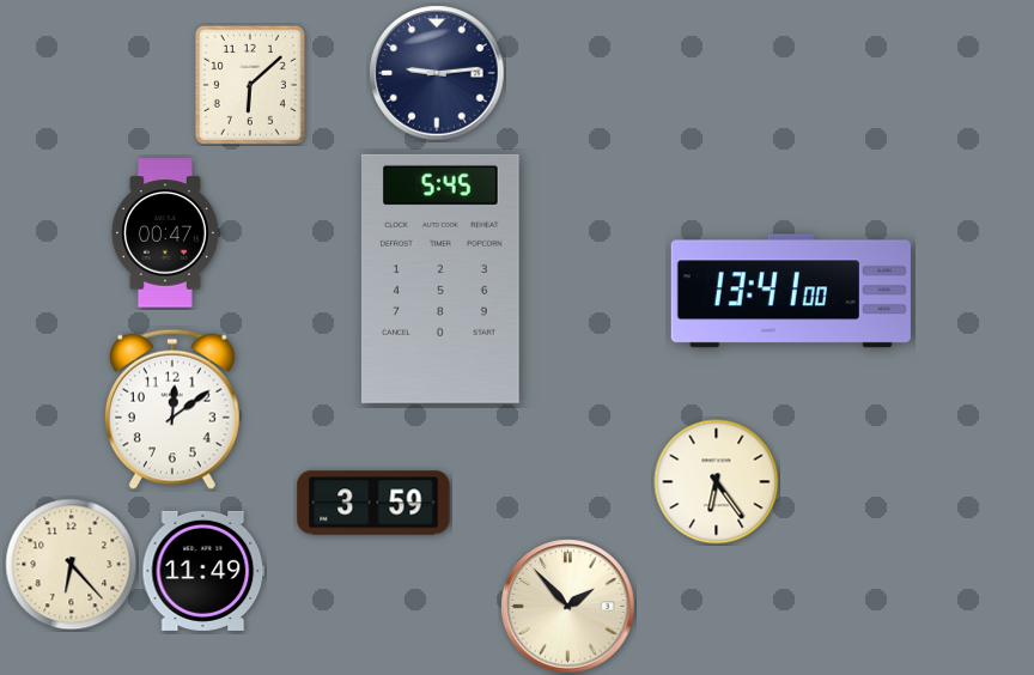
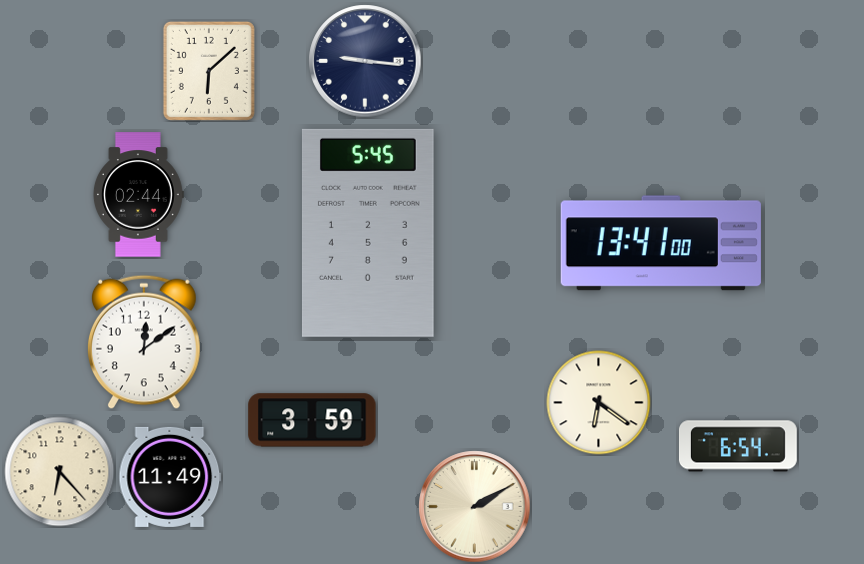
clock at (437, 73): 9:14 -> 9:16
clock at (165, 233): 00:47 -> 02:44
clock at (717, 482): 6:24 -> 6:21
clock at (738, 446): none -> 6:54
clock at (568, 607): 1:53 -> 2:10
